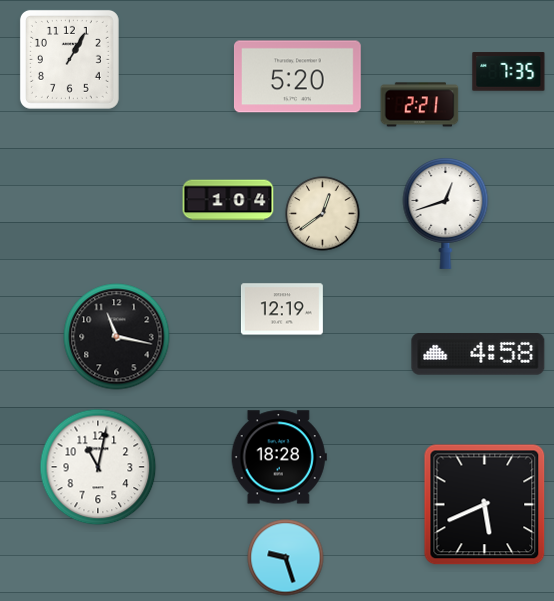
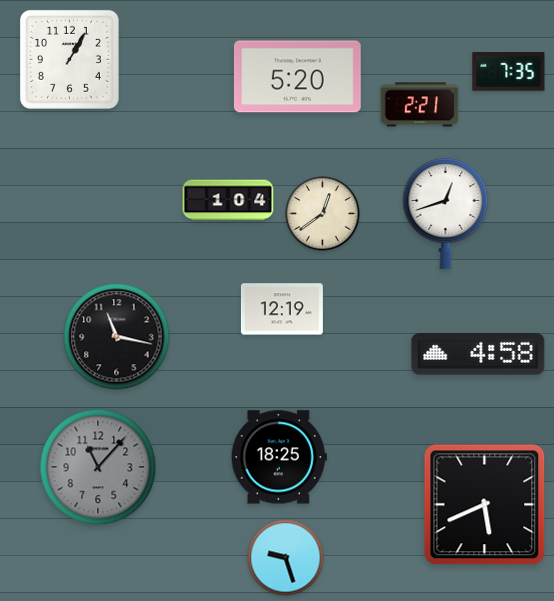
clock at (279, 457): 18:28 -> 18:25
clock at (98, 467): 11:02 -> 11:07
clock at (98, 467) dial: white -> grey
